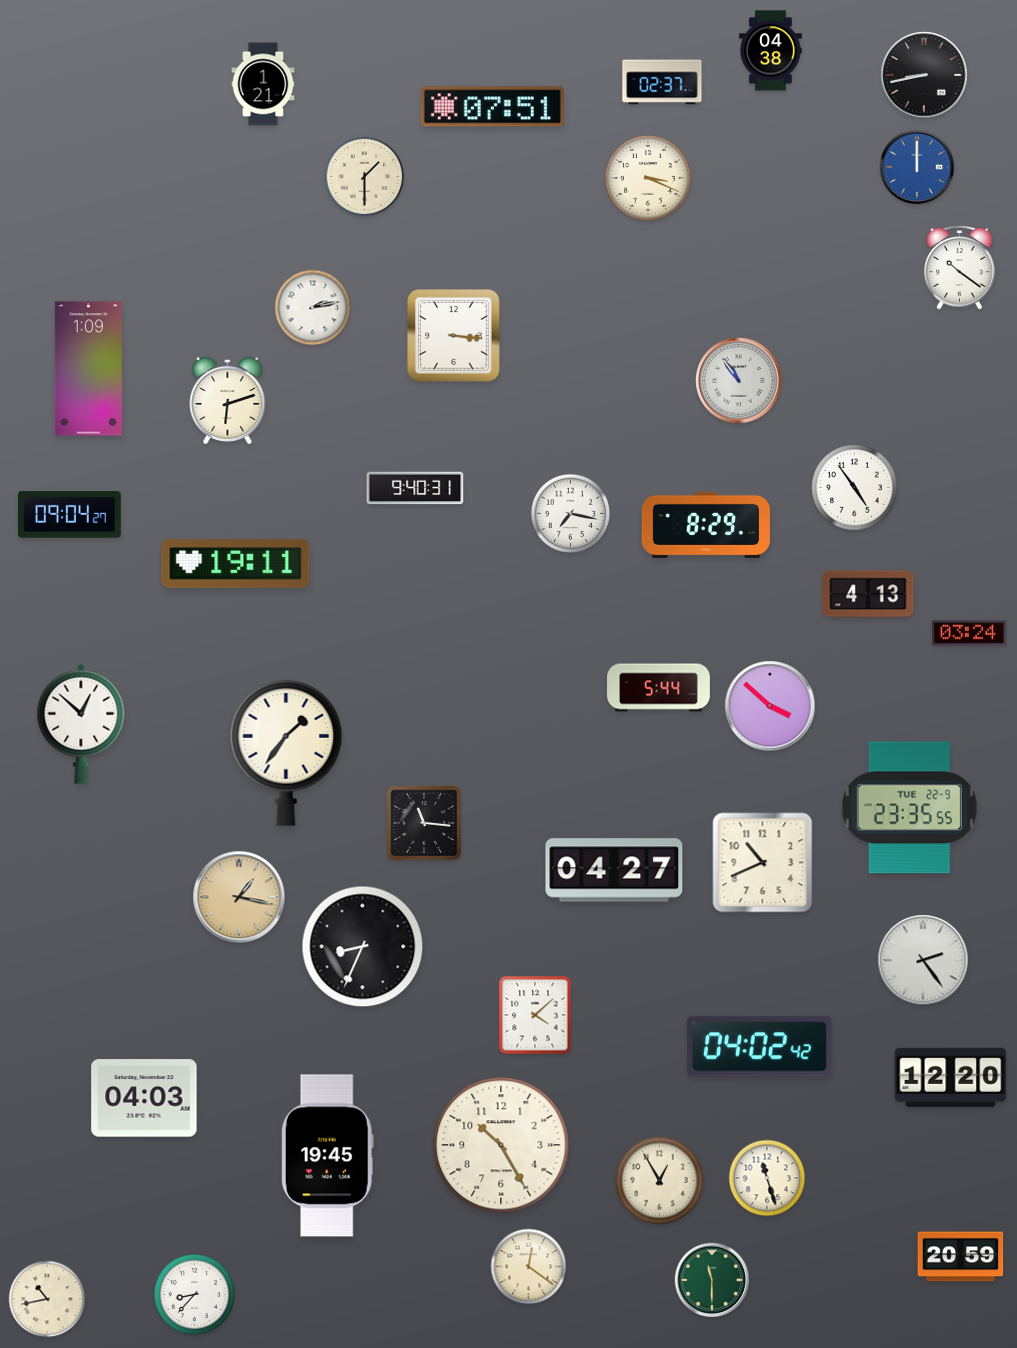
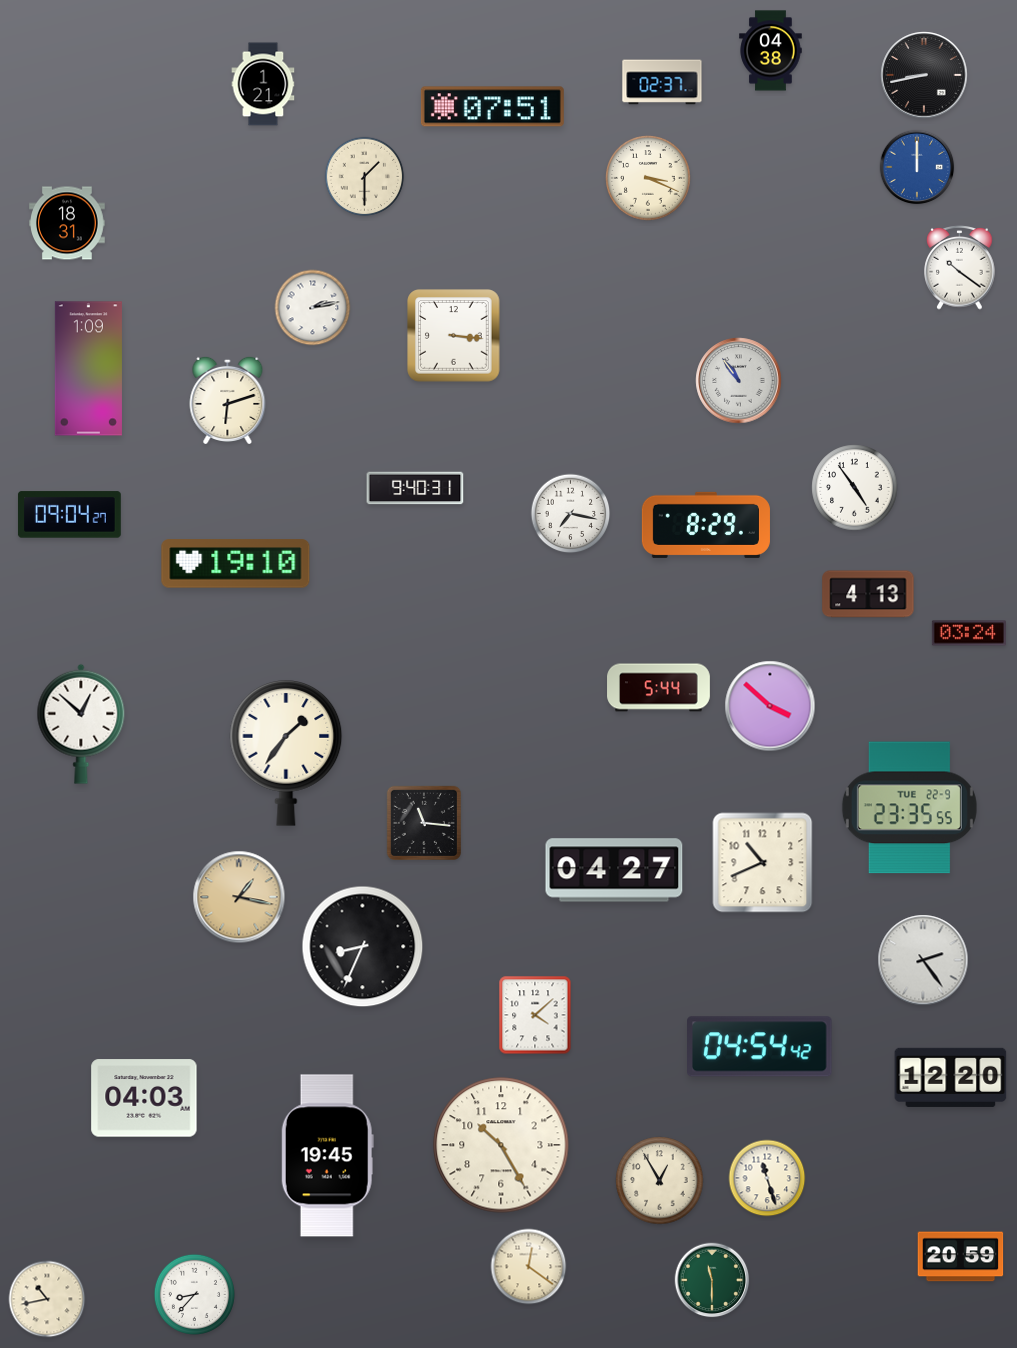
clock at (68, 223): none -> 18:31
clock at (236, 564): 19:11 -> 19:10
clock at (760, 1047): 04:02 -> 04:54
